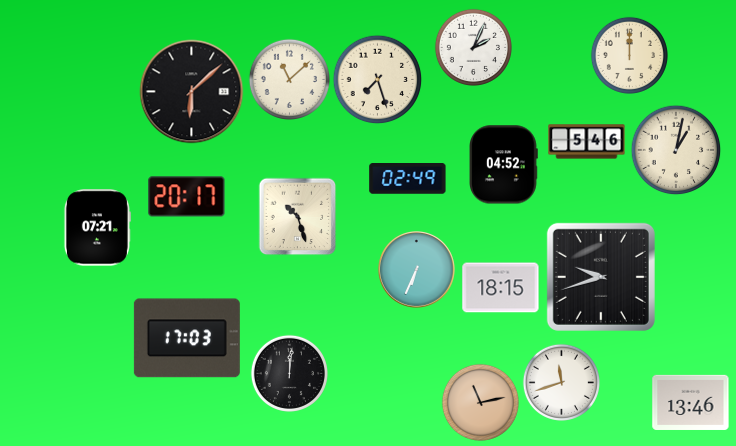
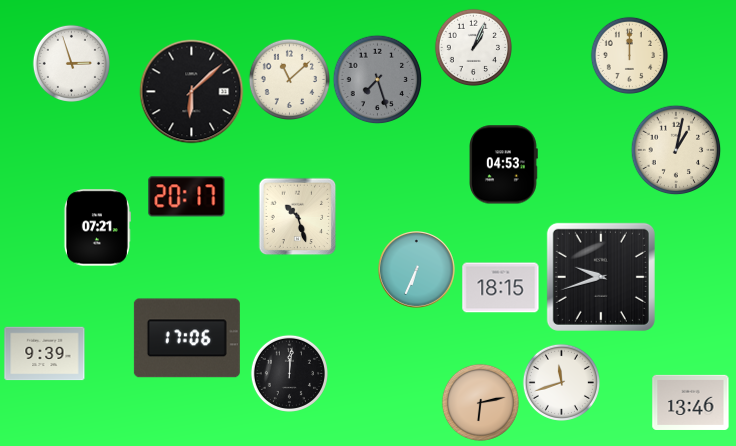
clock at (473, 47): 2:04 -> 1:04
clock at (71, 63): none -> 2:57
clock at (377, 79) dial: cream -> grey
clock at (587, 142): 5:46 -> none
clock at (504, 165): 04:52 -> 04:53
clock at (408, 179): 02:49 -> none
clock at (187, 338): 17:03 -> 17:06
clock at (45, 354): none -> 9:39
clock at (480, 402): 11:13 -> 6:13
